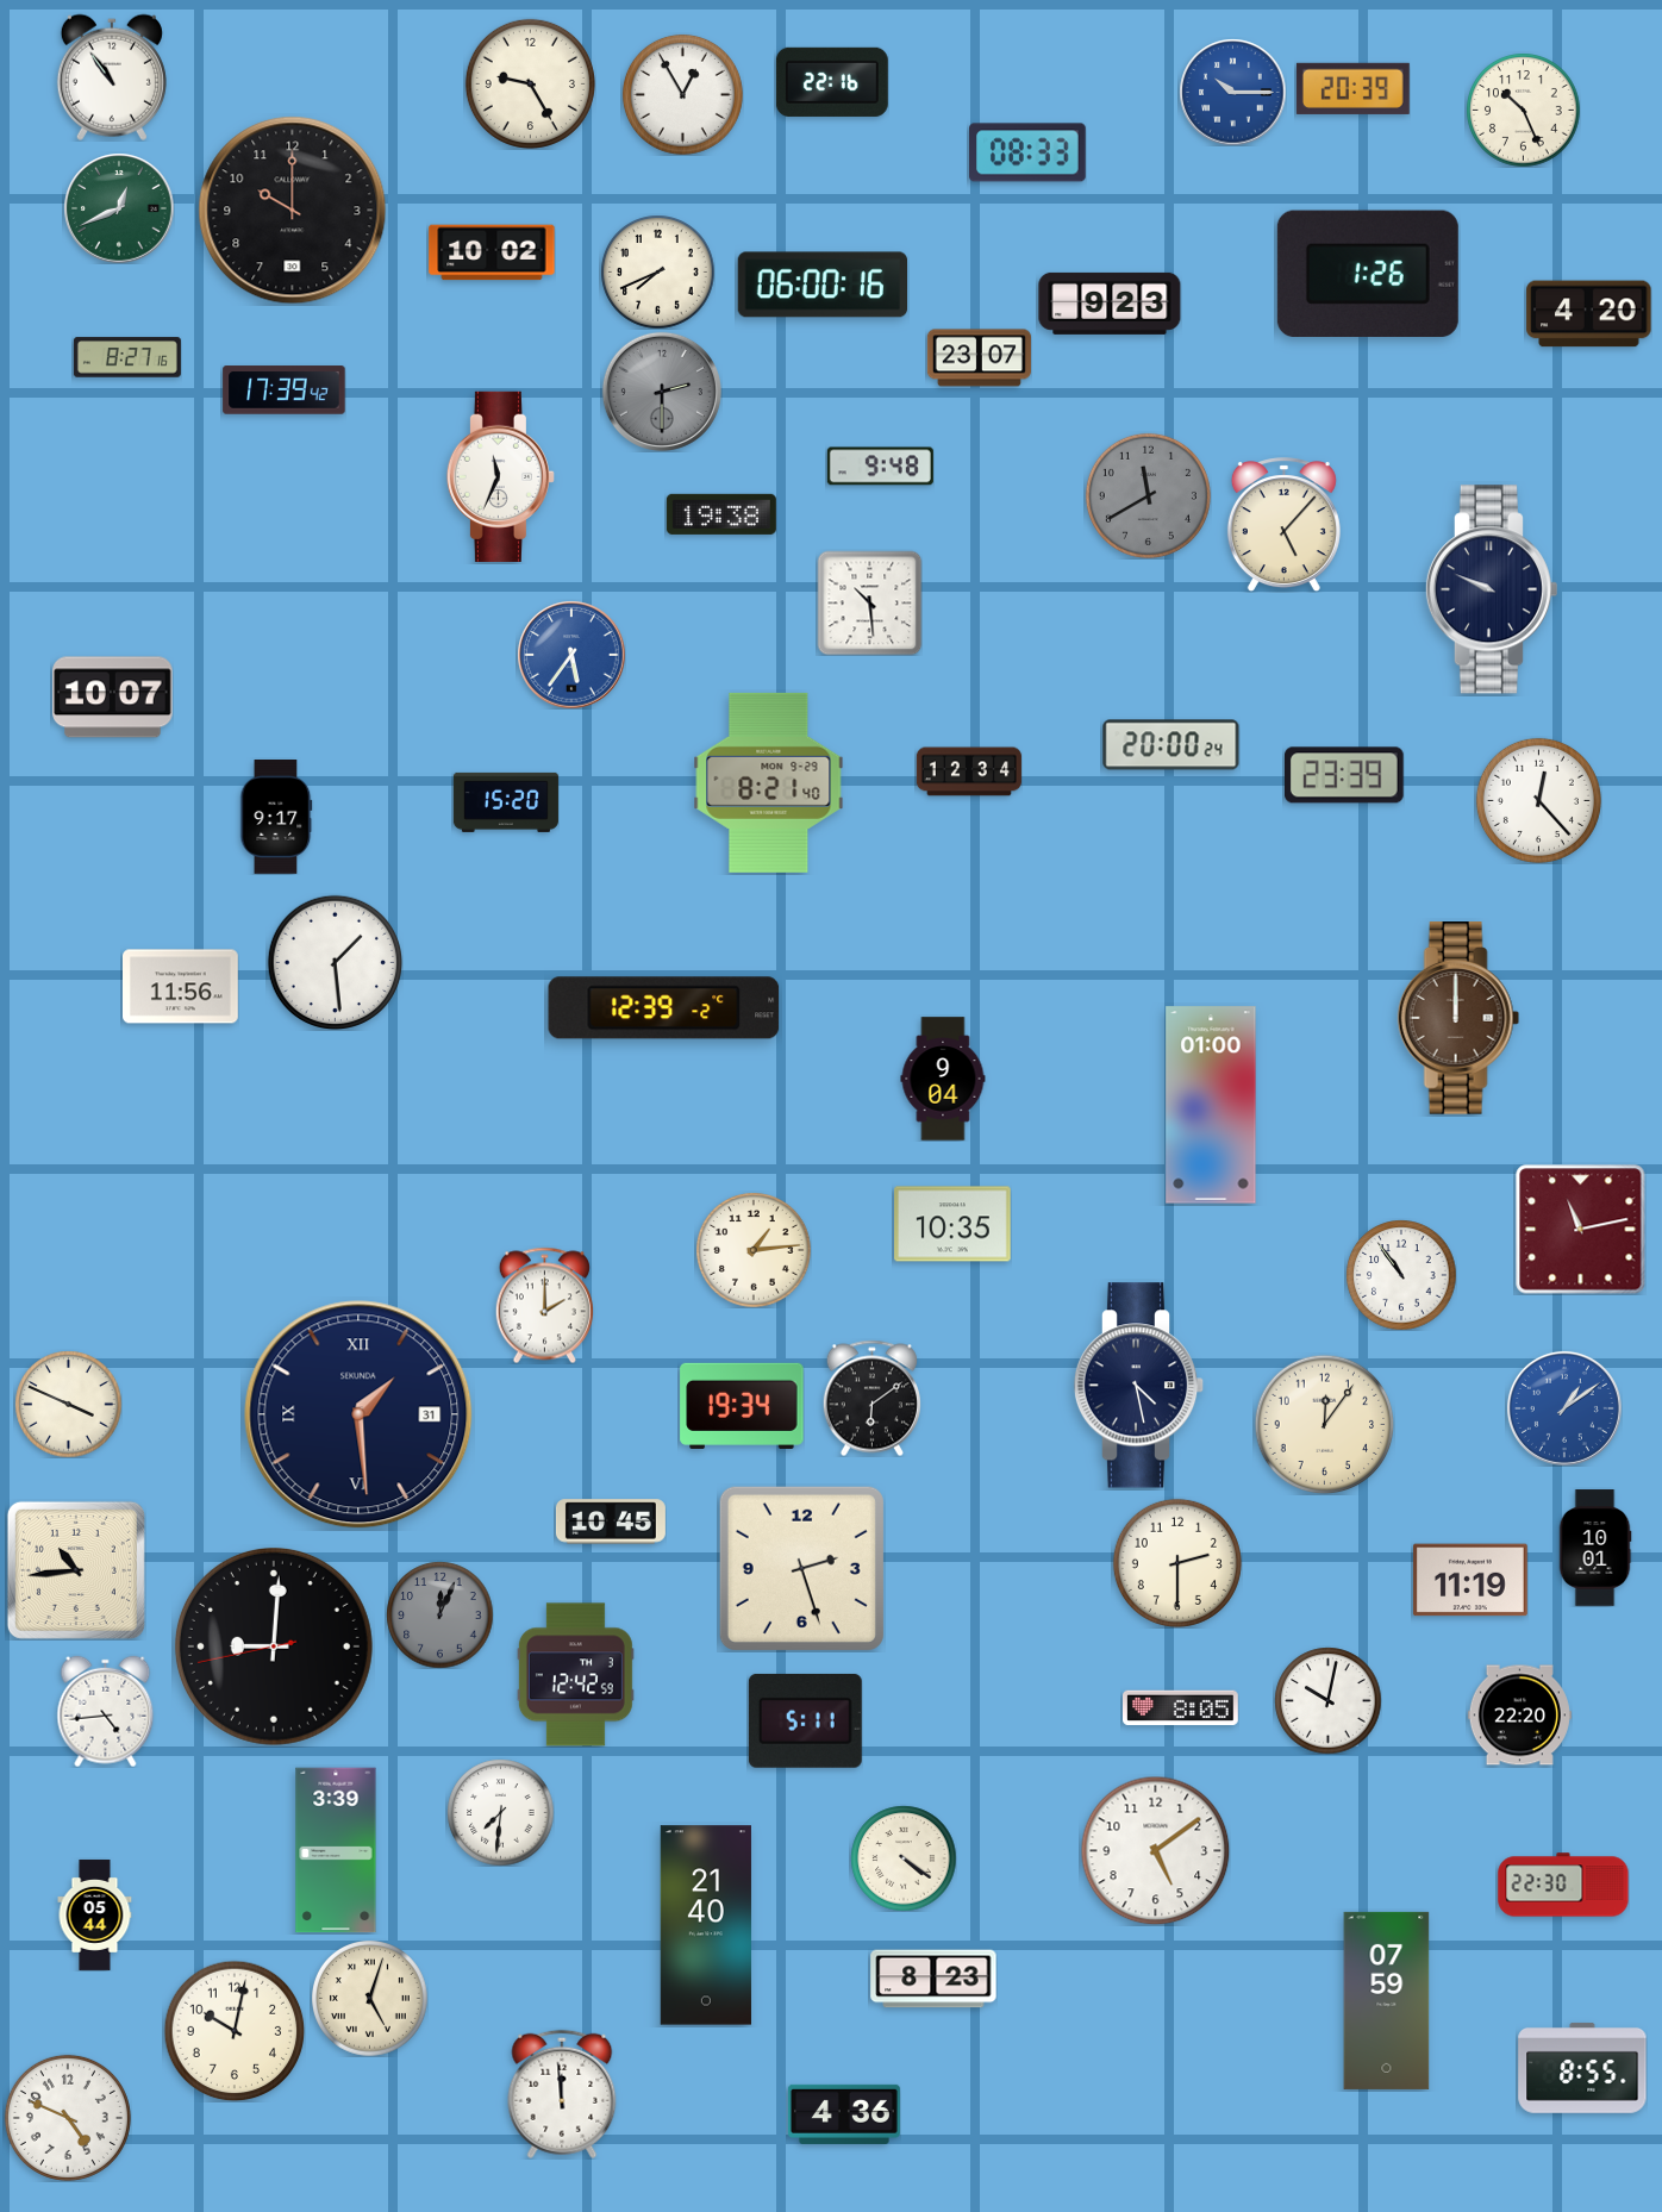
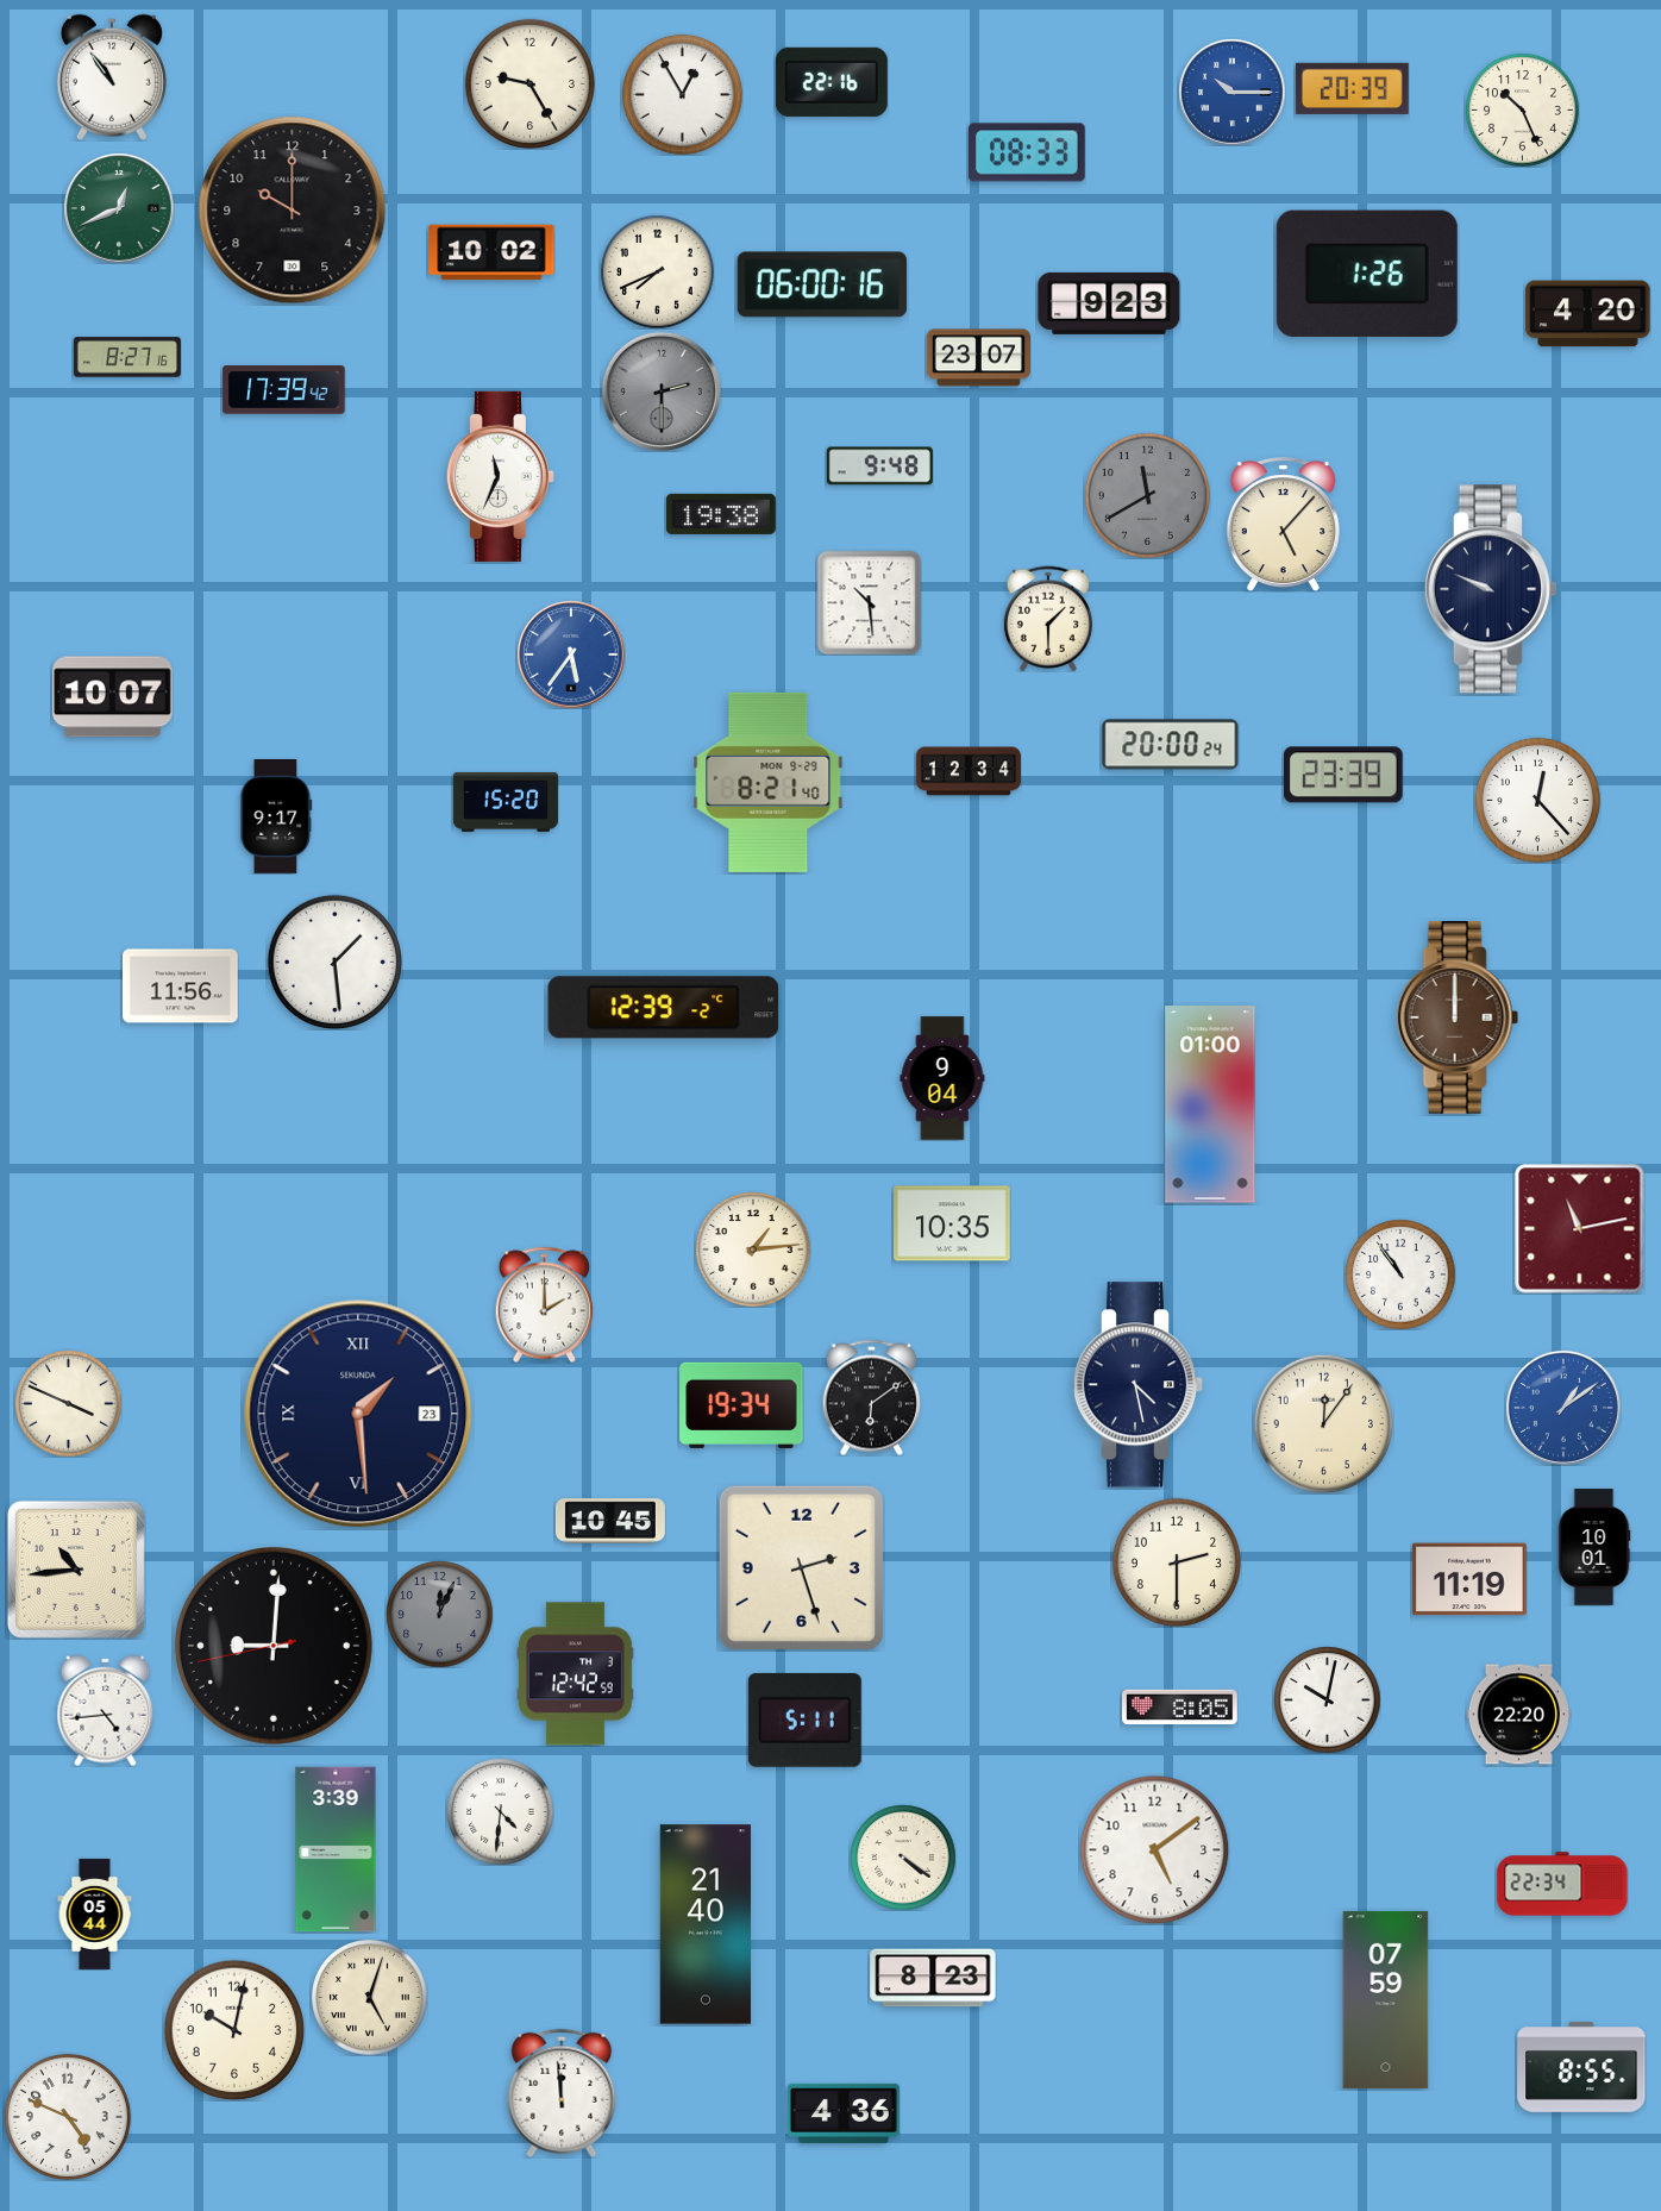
clock at (1048, 619): none -> 1:30
clock at (358, 1414) date: 31 -> 23
clock at (500, 1812): 7:31 -> 4:31
clock at (1563, 1885): 22:30 -> 22:34
